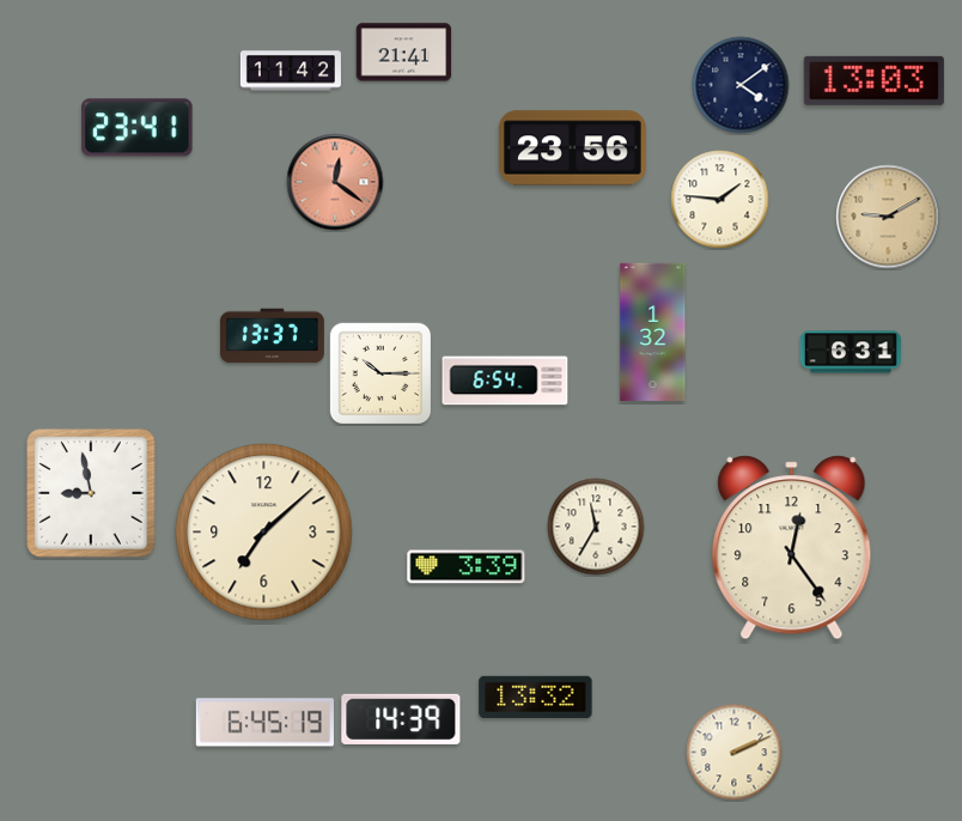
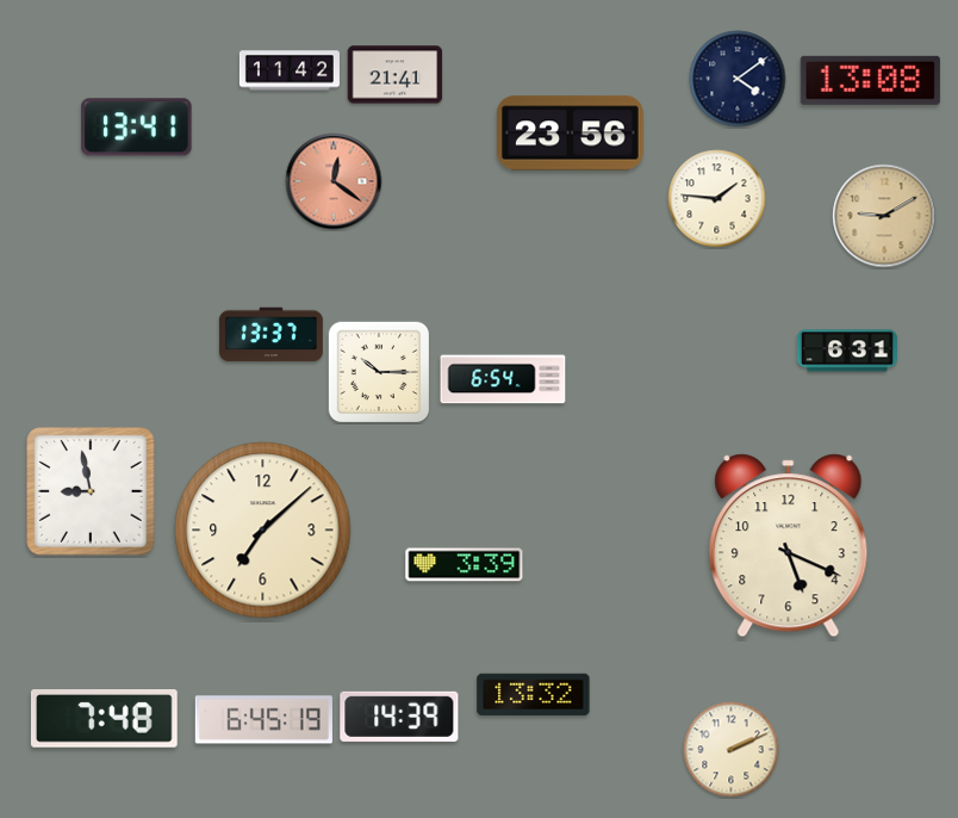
clock at (404, 53) position: (404, 53) -> (396, 75)
clock at (873, 80): 13:03 -> 13:08
clock at (741, 85) position: (741, 85) -> (738, 79)
clock at (138, 128): 23:41 -> 13:41
clock at (573, 148) position: (573, 148) -> (571, 134)
clock at (653, 332): 1:32 -> none
clock at (596, 527): 11:35 -> none
clock at (792, 548): 12:24 -> 5:19
clock at (104, 719): none -> 7:48
